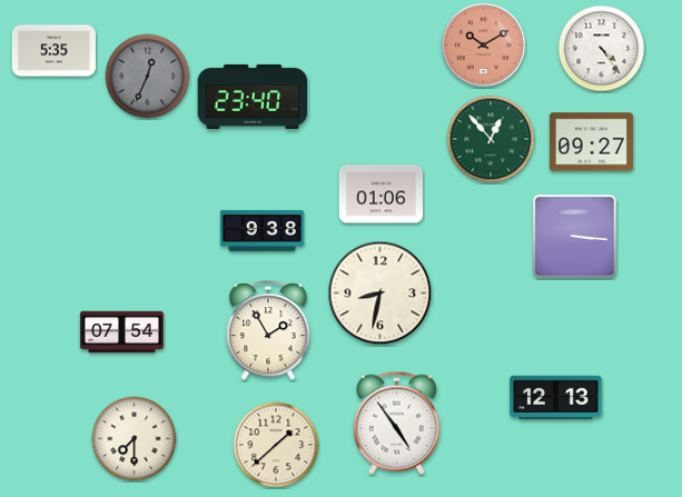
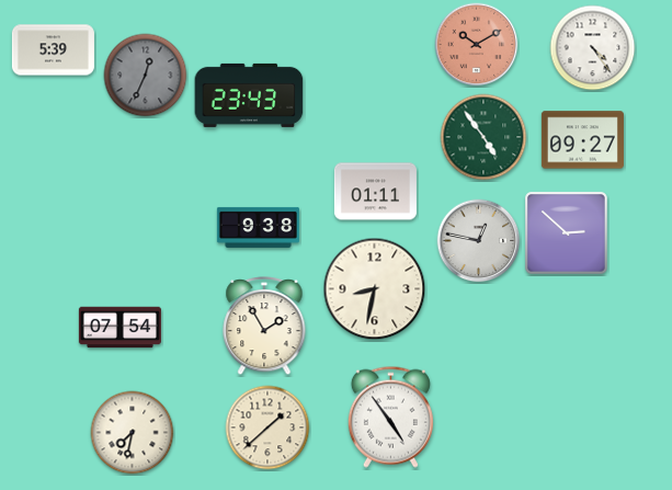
clock at (53, 51): 5:35 -> 5:39
clock at (253, 97): 23:40 -> 23:43
clock at (491, 139): 12:53 -> 4:54
clock at (380, 195): 01:06 -> 01:11
clock at (575, 237): 3:16 -> 2:52
clock at (479, 241): none -> 12:47
clock at (556, 398): 12:13 -> none
clock at (135, 439): 7:30 -> 7:32
clock at (276, 445) position: (276, 445) -> (267, 428)
